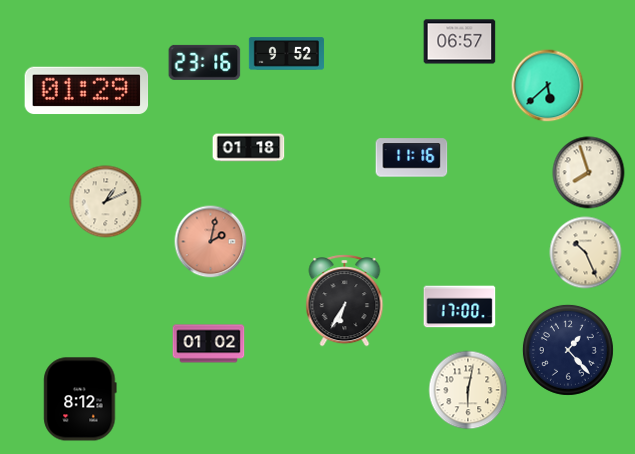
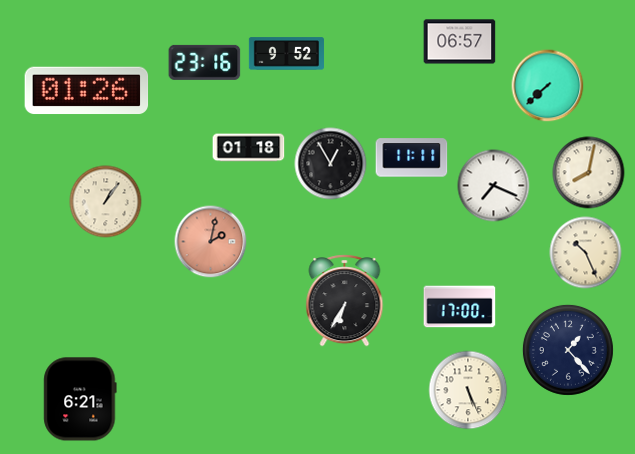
clock at (548, 86): 5:38 -> 7:38
clock at (87, 91): 01:29 -> 01:26
clock at (412, 158): 11:16 -> 11:11
clock at (331, 164): none -> 12:55
clock at (589, 173): 7:57 -> 8:02
clock at (494, 186): none -> 7:19
clock at (106, 202): 1:11 -> 1:06
clock at (209, 344): 01:02 -> none
clock at (468, 390): 6:02 -> 5:26
clock at (80, 399): 8:12 -> 6:21
